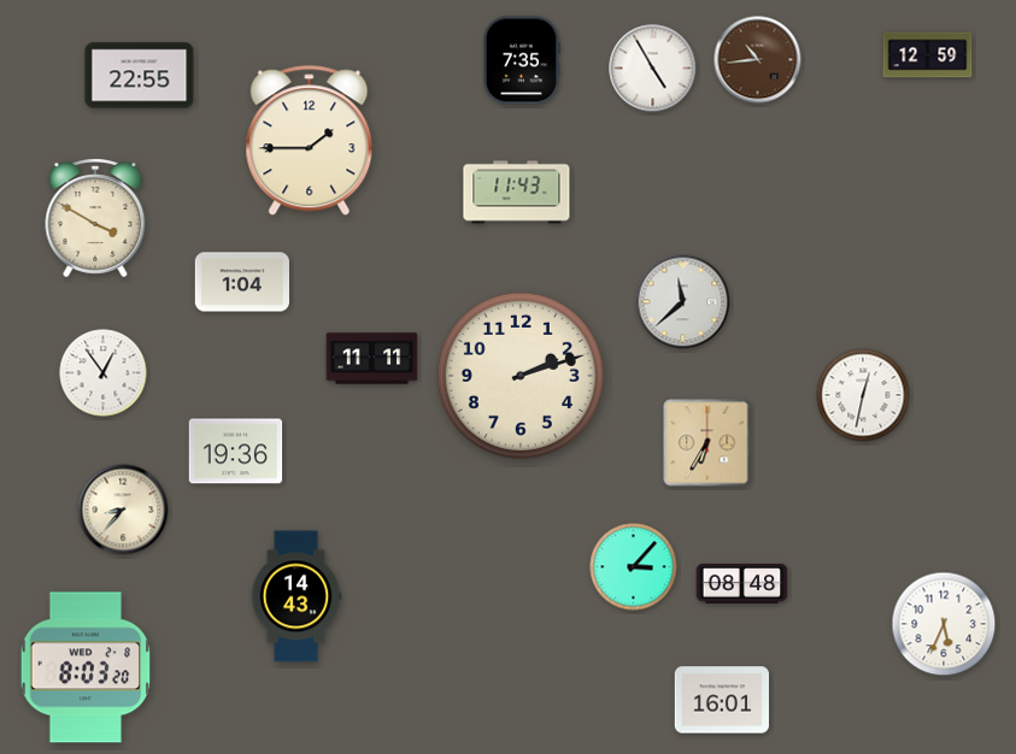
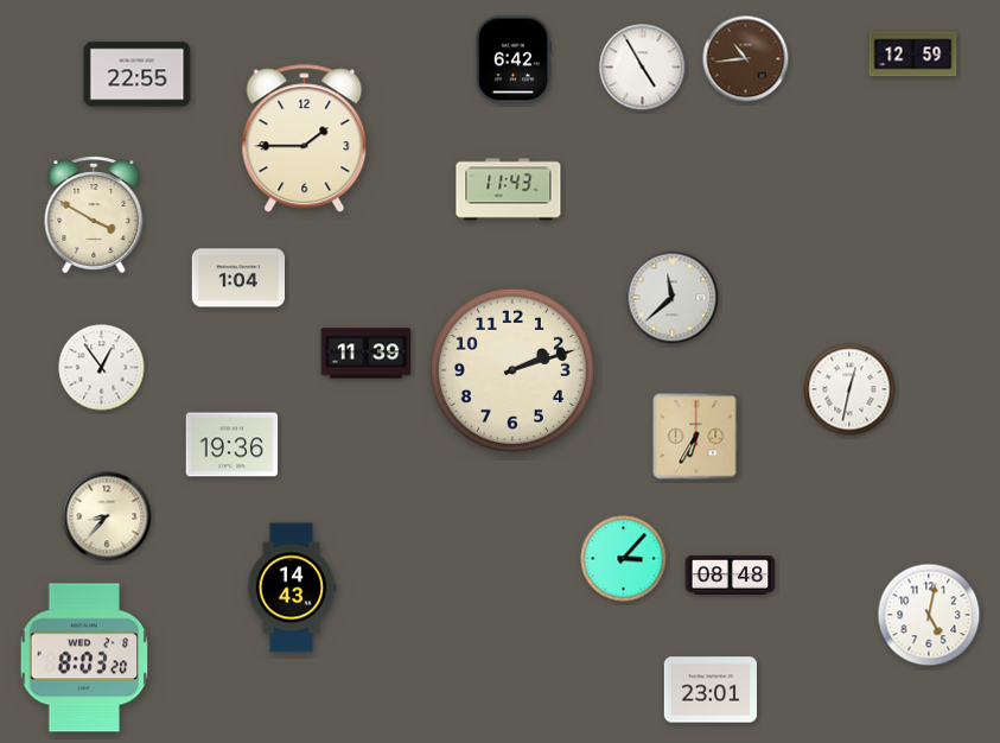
clock at (521, 60): 7:35 -> 6:42
clock at (372, 359): 11:11 -> 11:39
clock at (123, 509) position: (123, 509) -> (107, 516)
clock at (944, 624): 5:34 -> 5:02
clock at (721, 700): 16:01 -> 23:01
